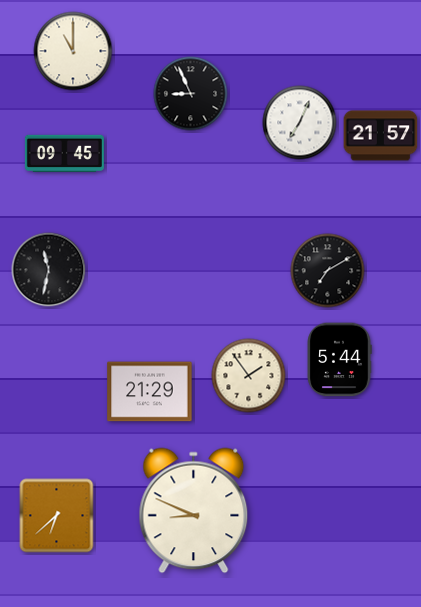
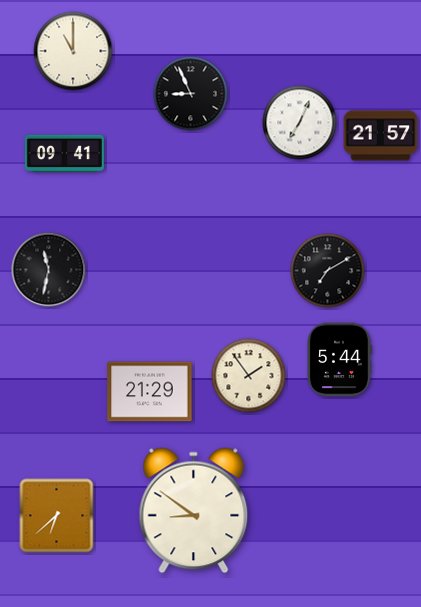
clock at (64, 153): 09:45 -> 09:41
clock at (194, 511): 8:49 -> 8:51
